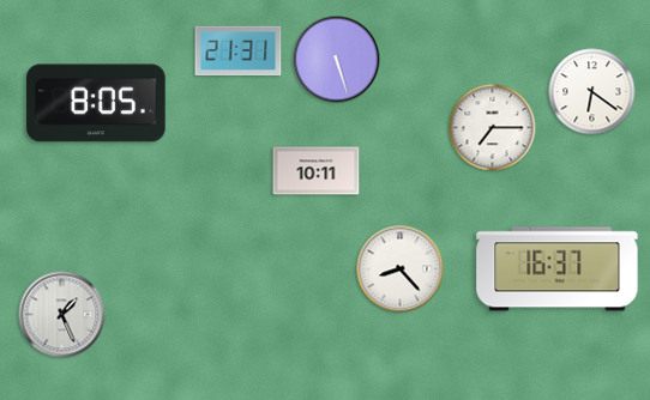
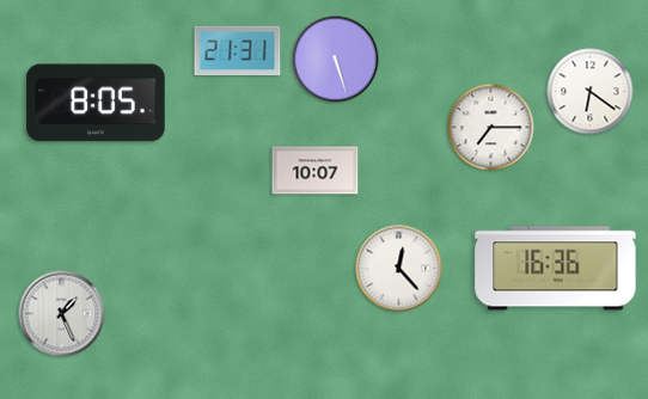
clock at (317, 171): 10:11 -> 10:07
clock at (401, 269): 8:23 -> 12:23
clock at (558, 269): 16:37 -> 16:36
